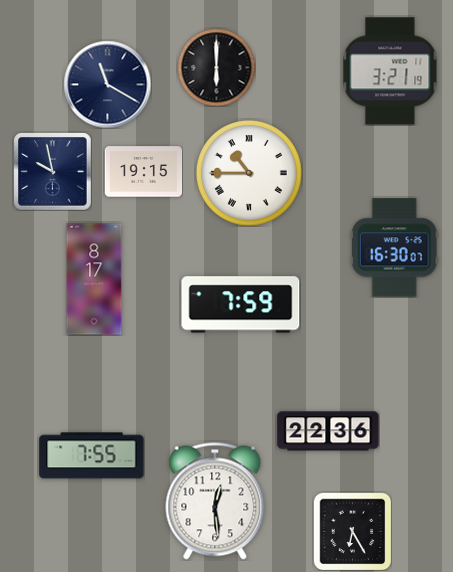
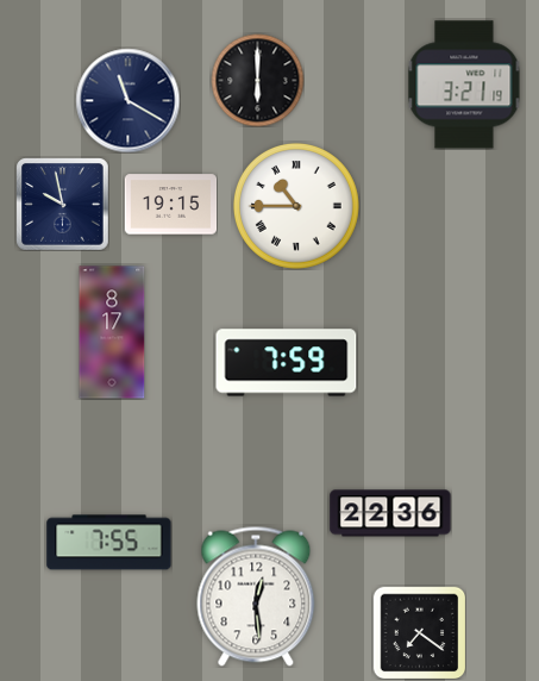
clock at (394, 248): 16:30 -> none
clock at (352, 531): 6:25 -> 7:21
